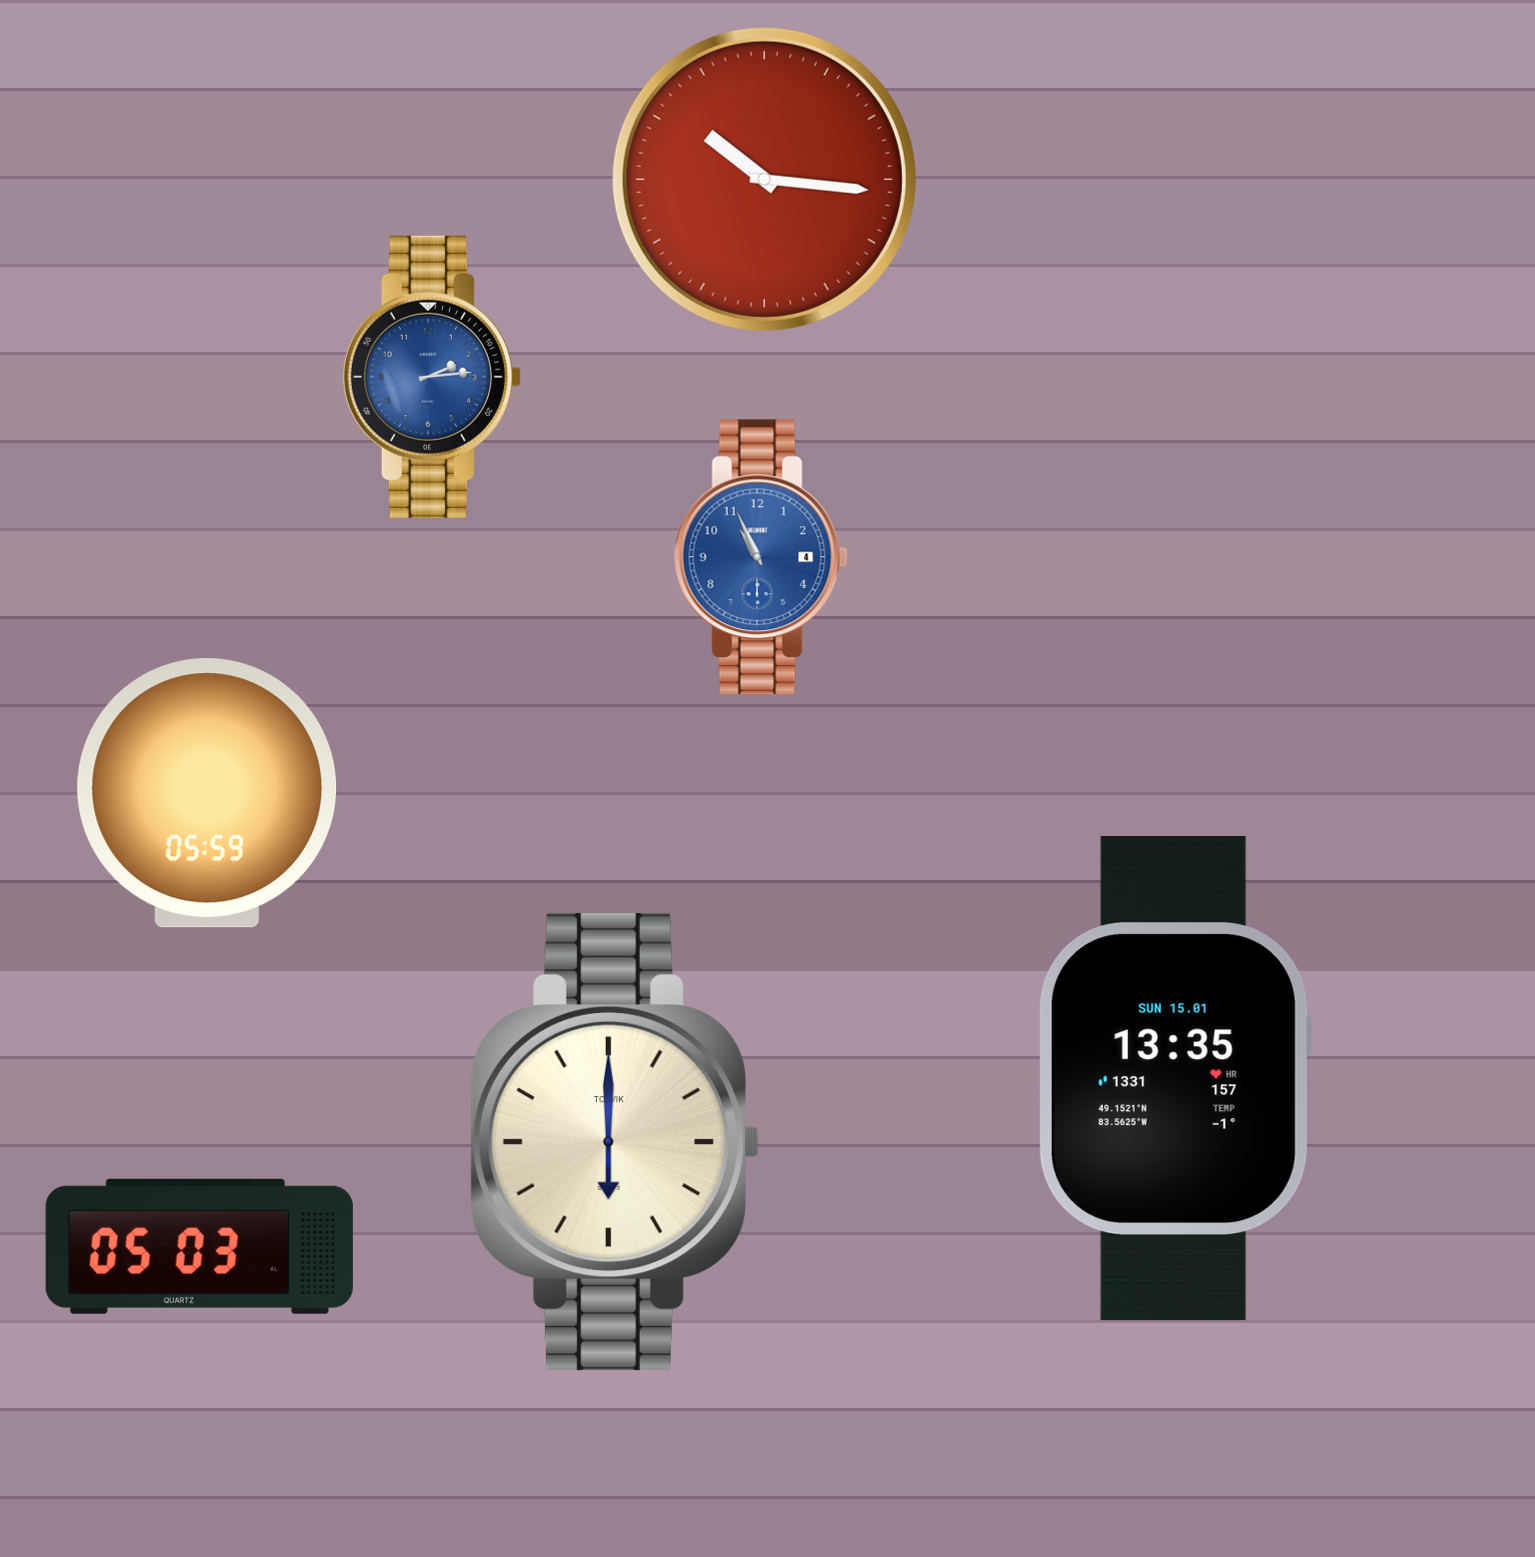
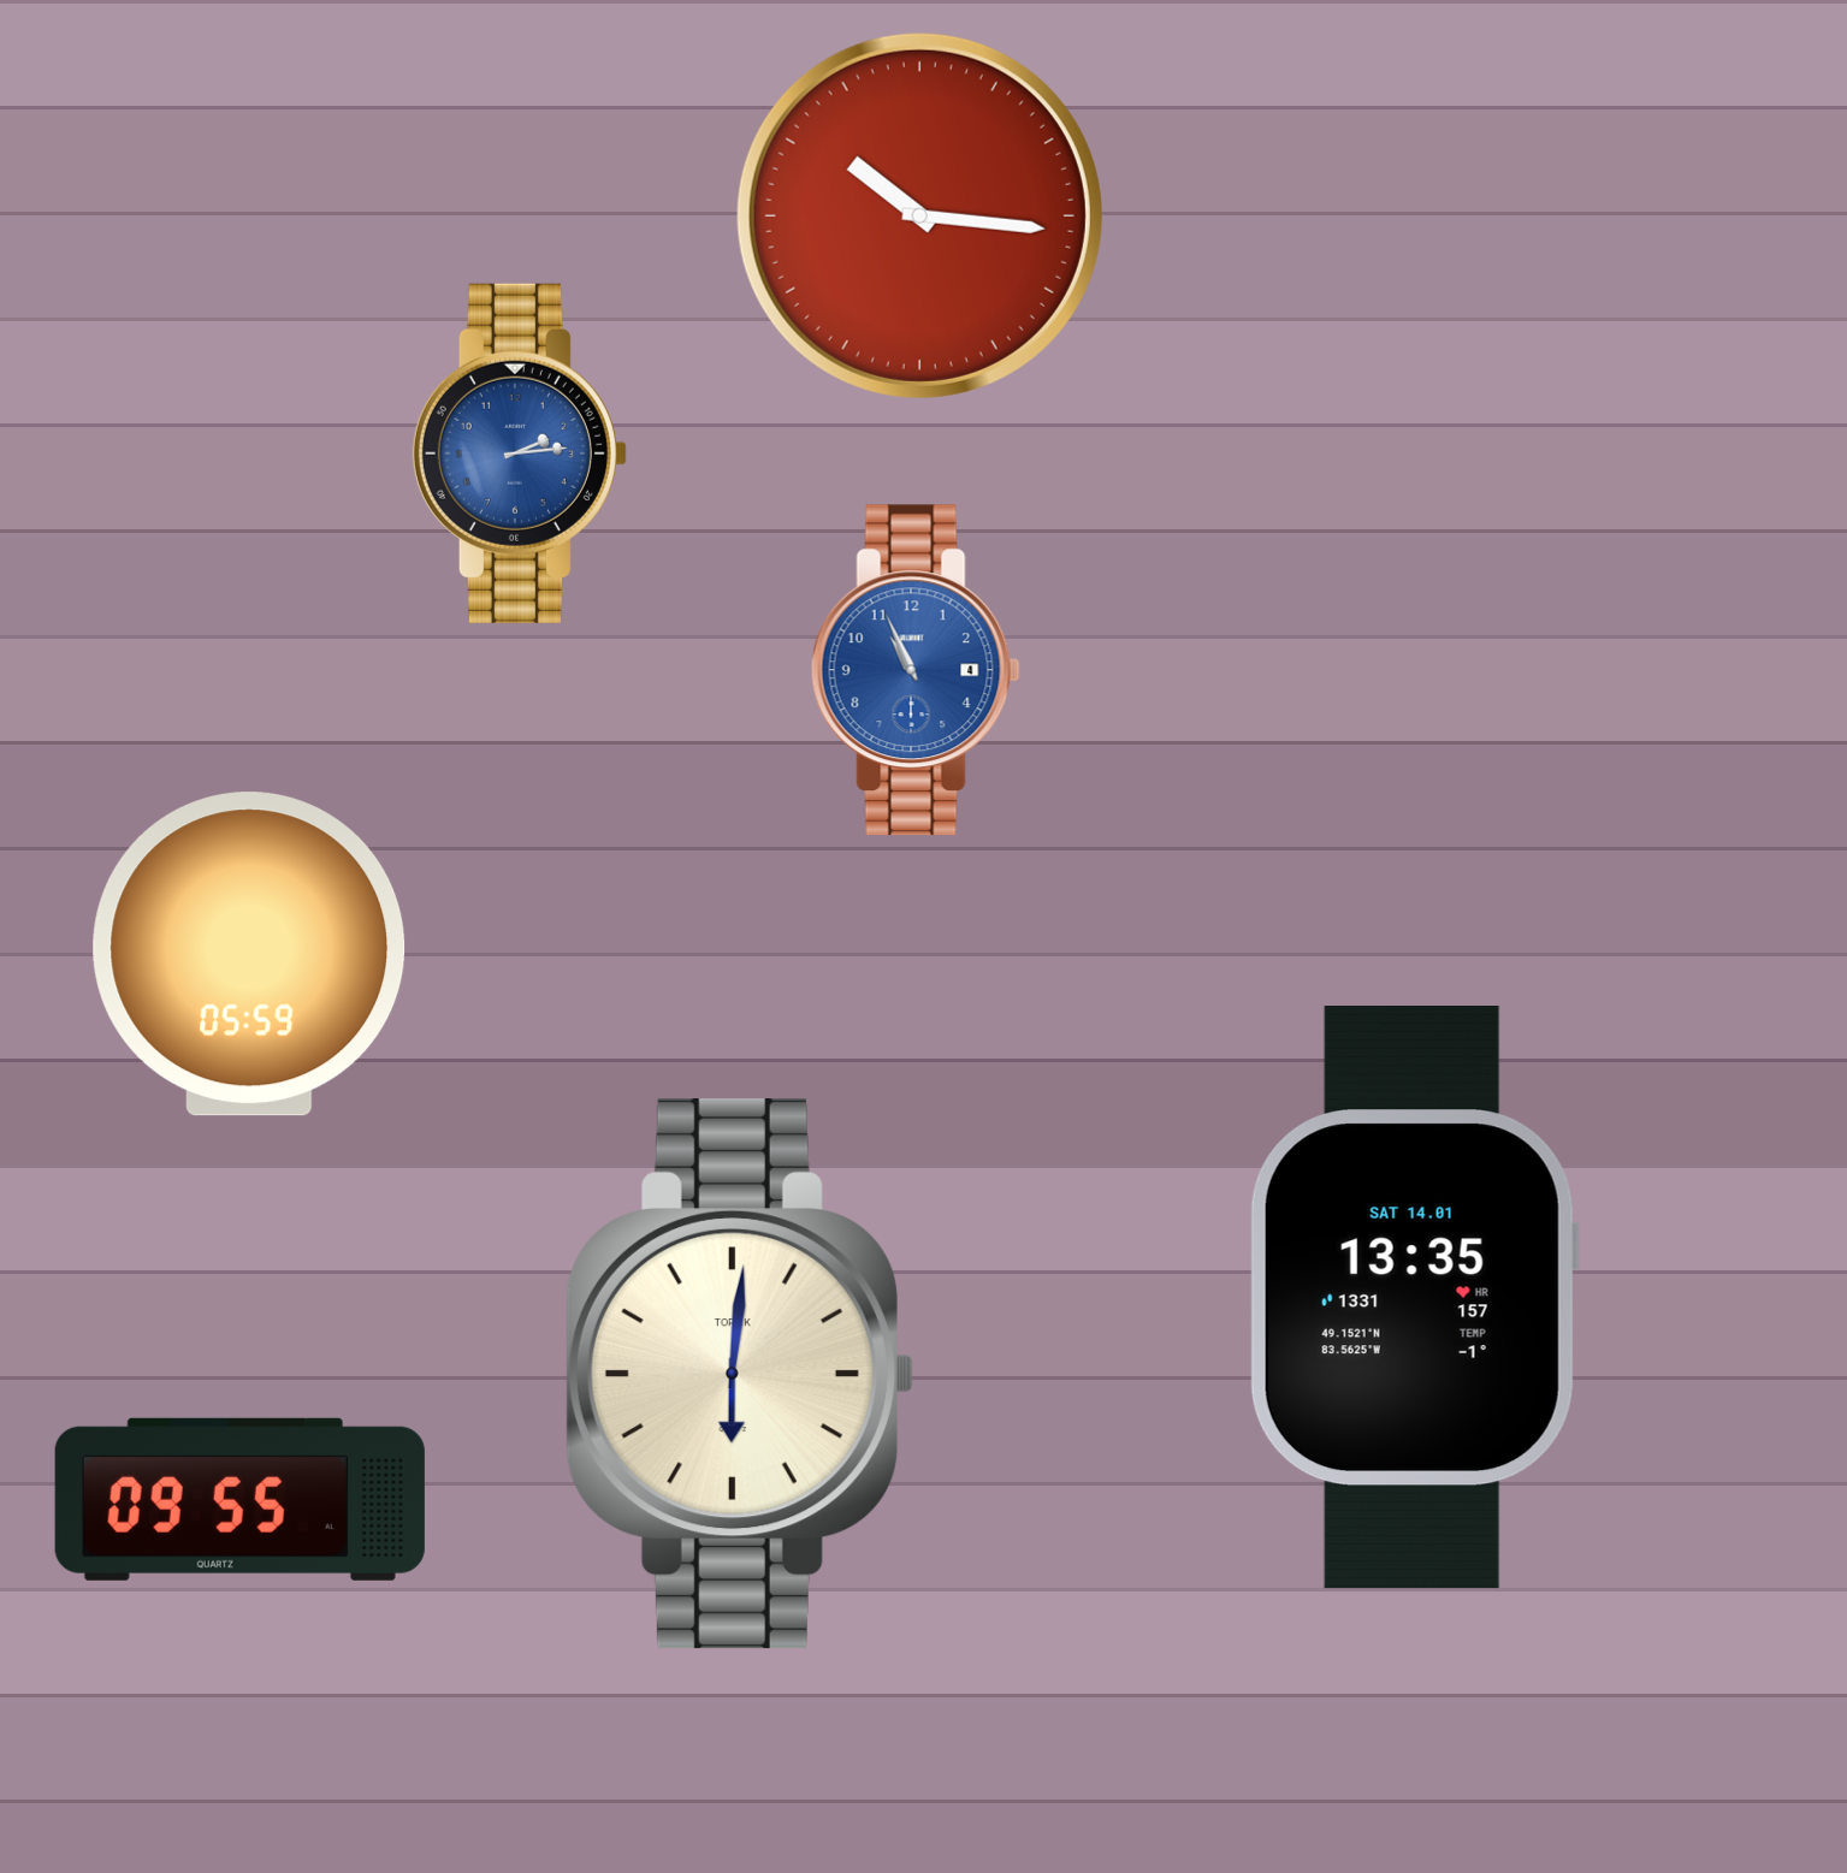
clock at (1175, 1079) date: SUN 15.01 -> SAT 14.01
clock at (615, 1143): 6:00 -> 6:01
clock at (199, 1246): 05:03 -> 09:55
